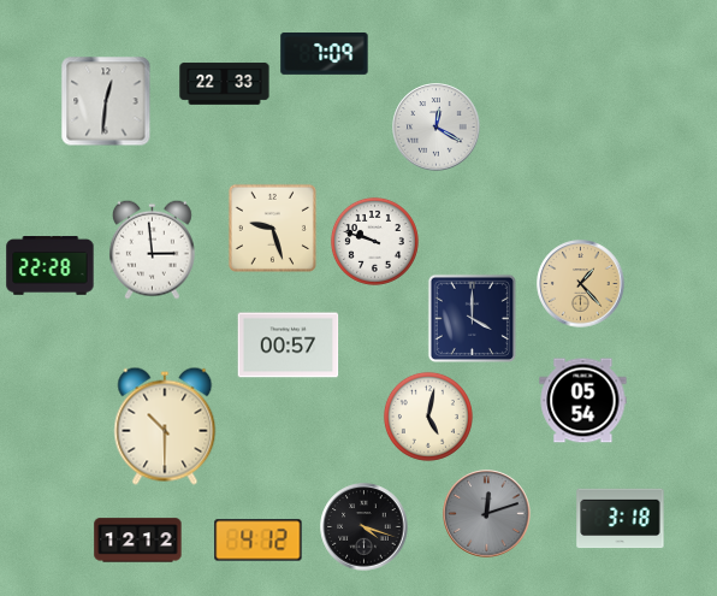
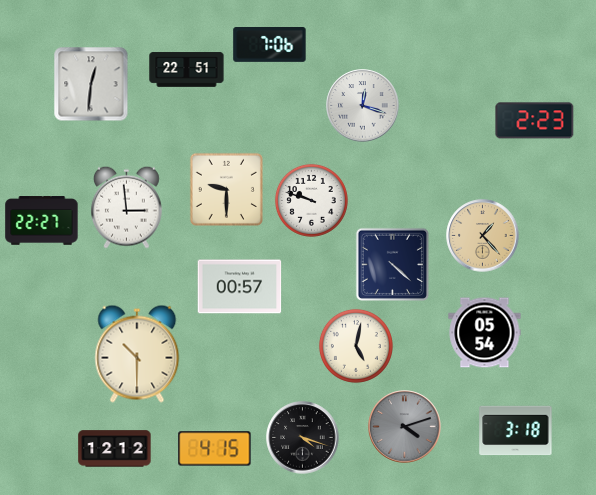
clock at (325, 54): 7:09 -> 7:06
clock at (225, 84): 22:33 -> 22:51
clock at (106, 101) position: (106, 101) -> (91, 84)
clock at (437, 128): 12:20 -> 12:18
clock at (535, 121): none -> 2:23
clock at (272, 228): 9:27 -> 9:30
clock at (51, 266): 22:28 -> 22:27
clock at (472, 318): 4:00 -> 4:22
clock at (487, 514): 12:12 -> 4:12
clock at (259, 541): 4:12 -> 4:15
